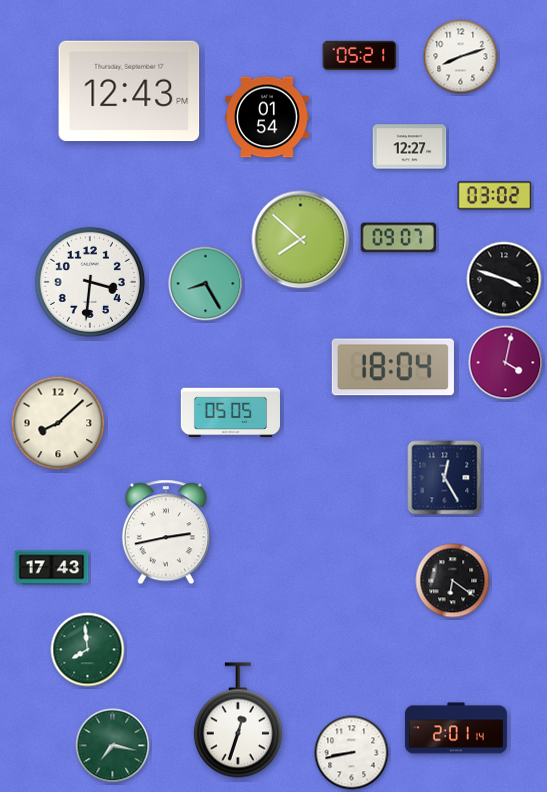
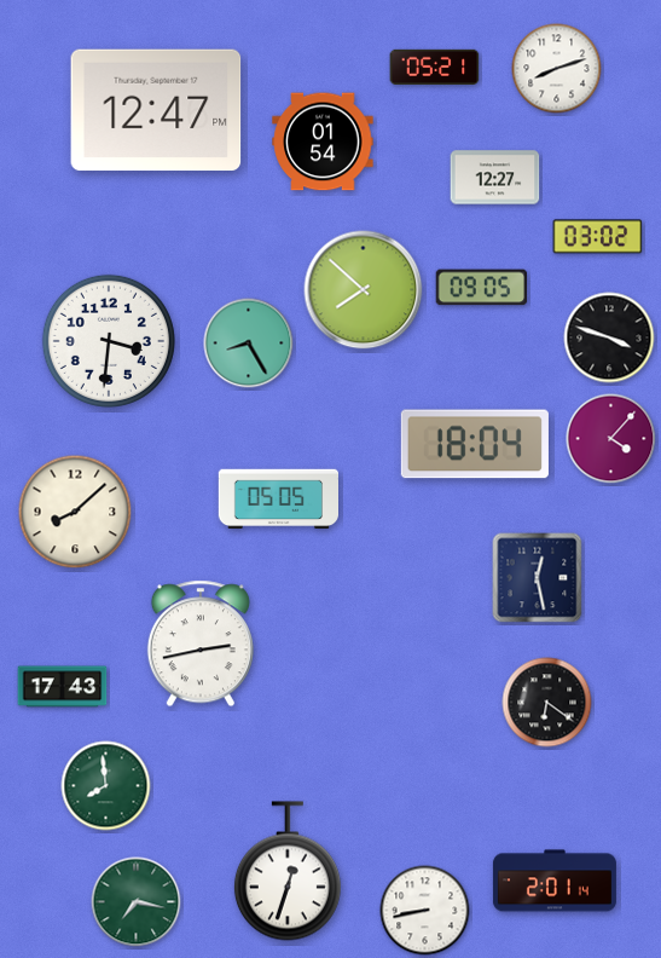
clock at (129, 91): 12:43 -> 12:47
clock at (399, 238): 09:07 -> 09:05
clock at (506, 363): 4:02 -> 4:07
clock at (58, 423) position: (58, 423) -> (75, 512)
clock at (445, 478): 12:25 -> 12:28
clock at (456, 728) position: (456, 728) -> (555, 881)
